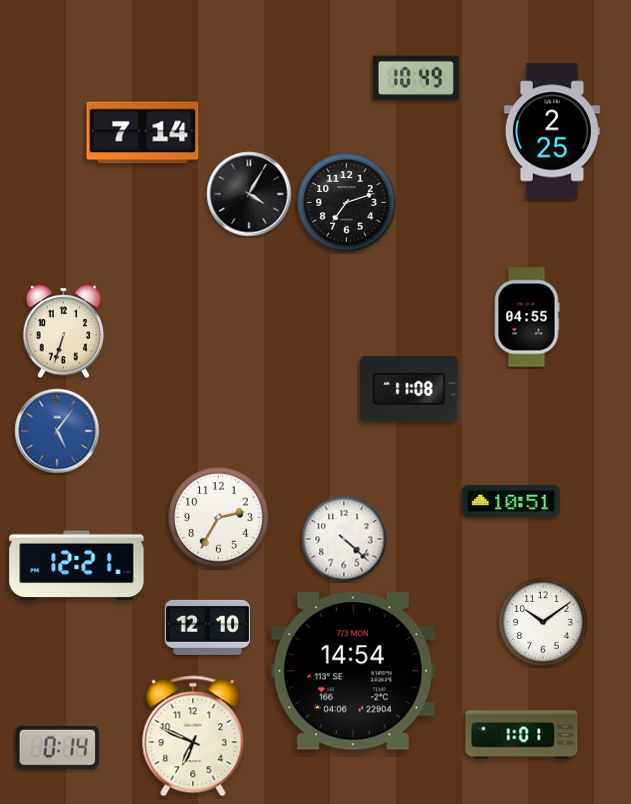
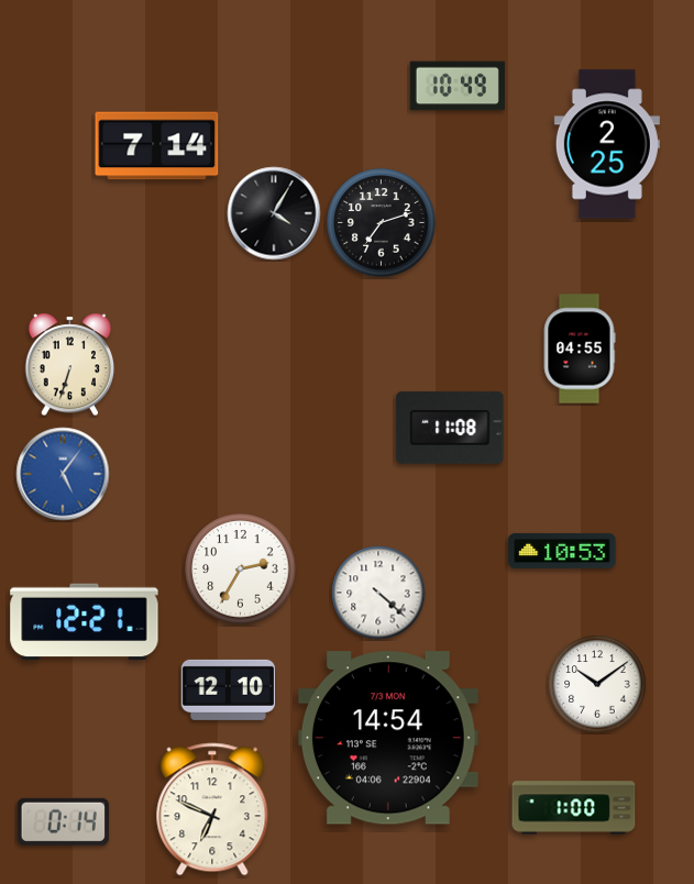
clock at (511, 501): 10:51 -> 10:53
clock at (522, 735): 1:01 -> 1:00
